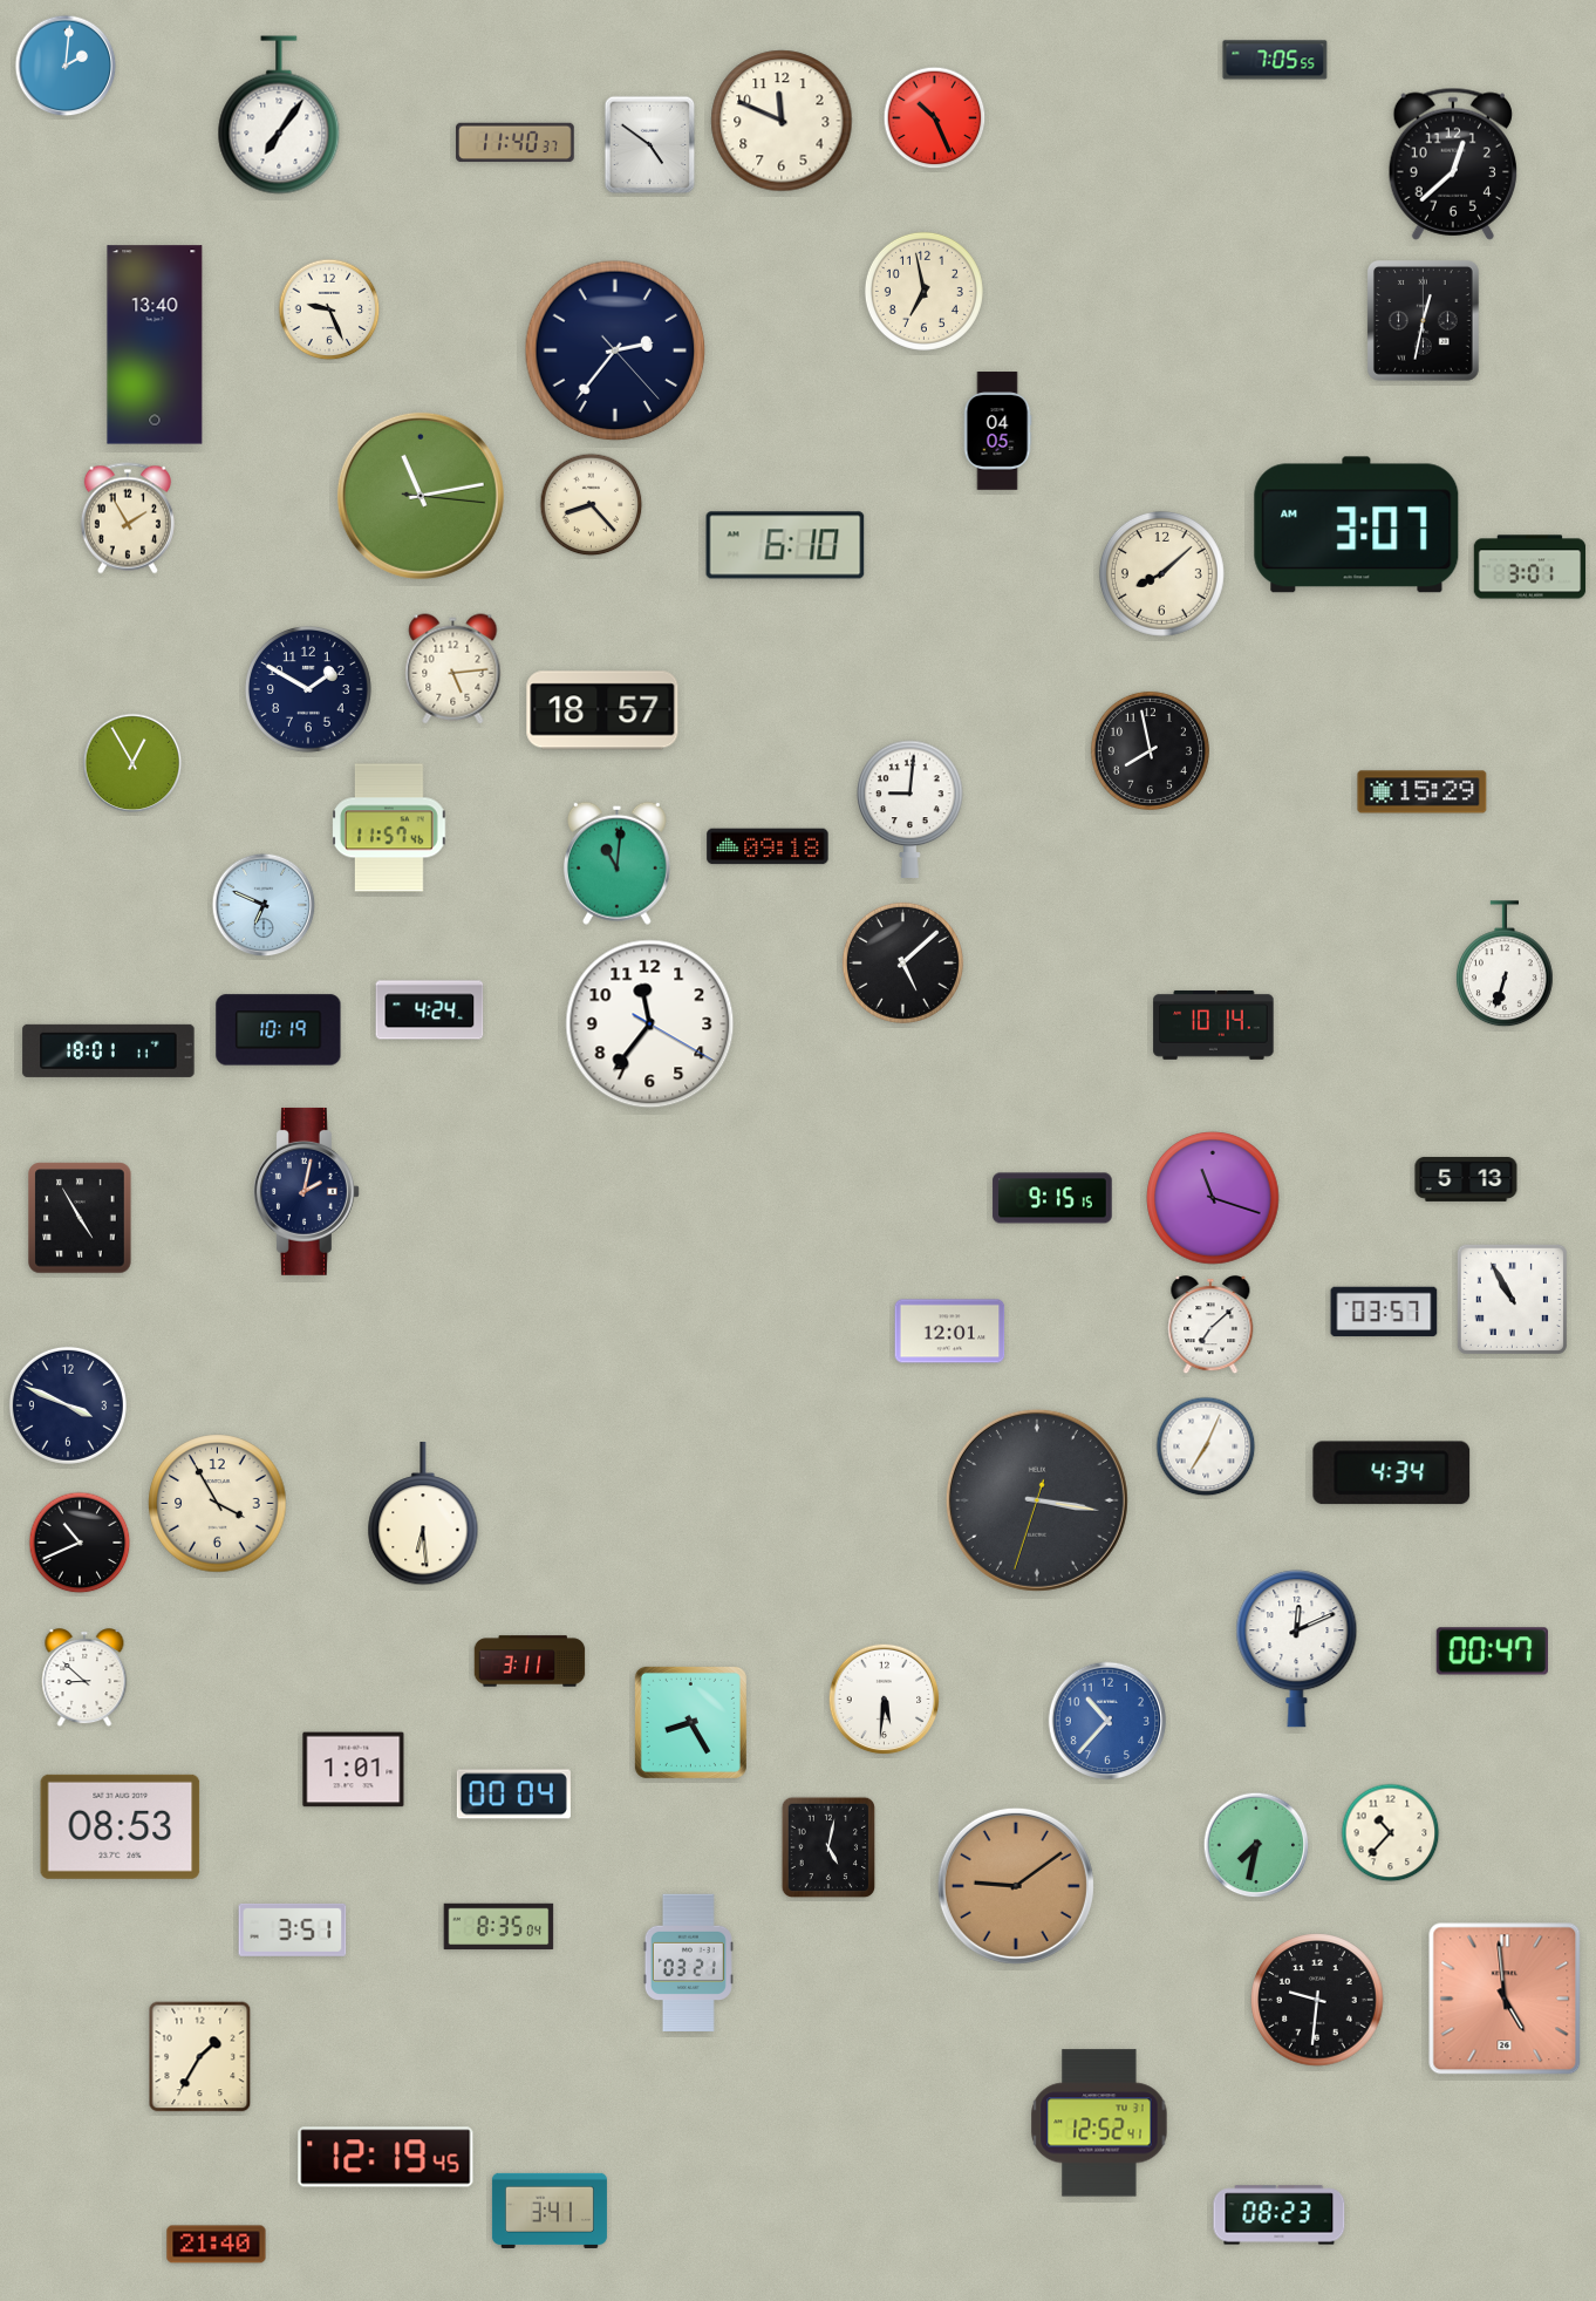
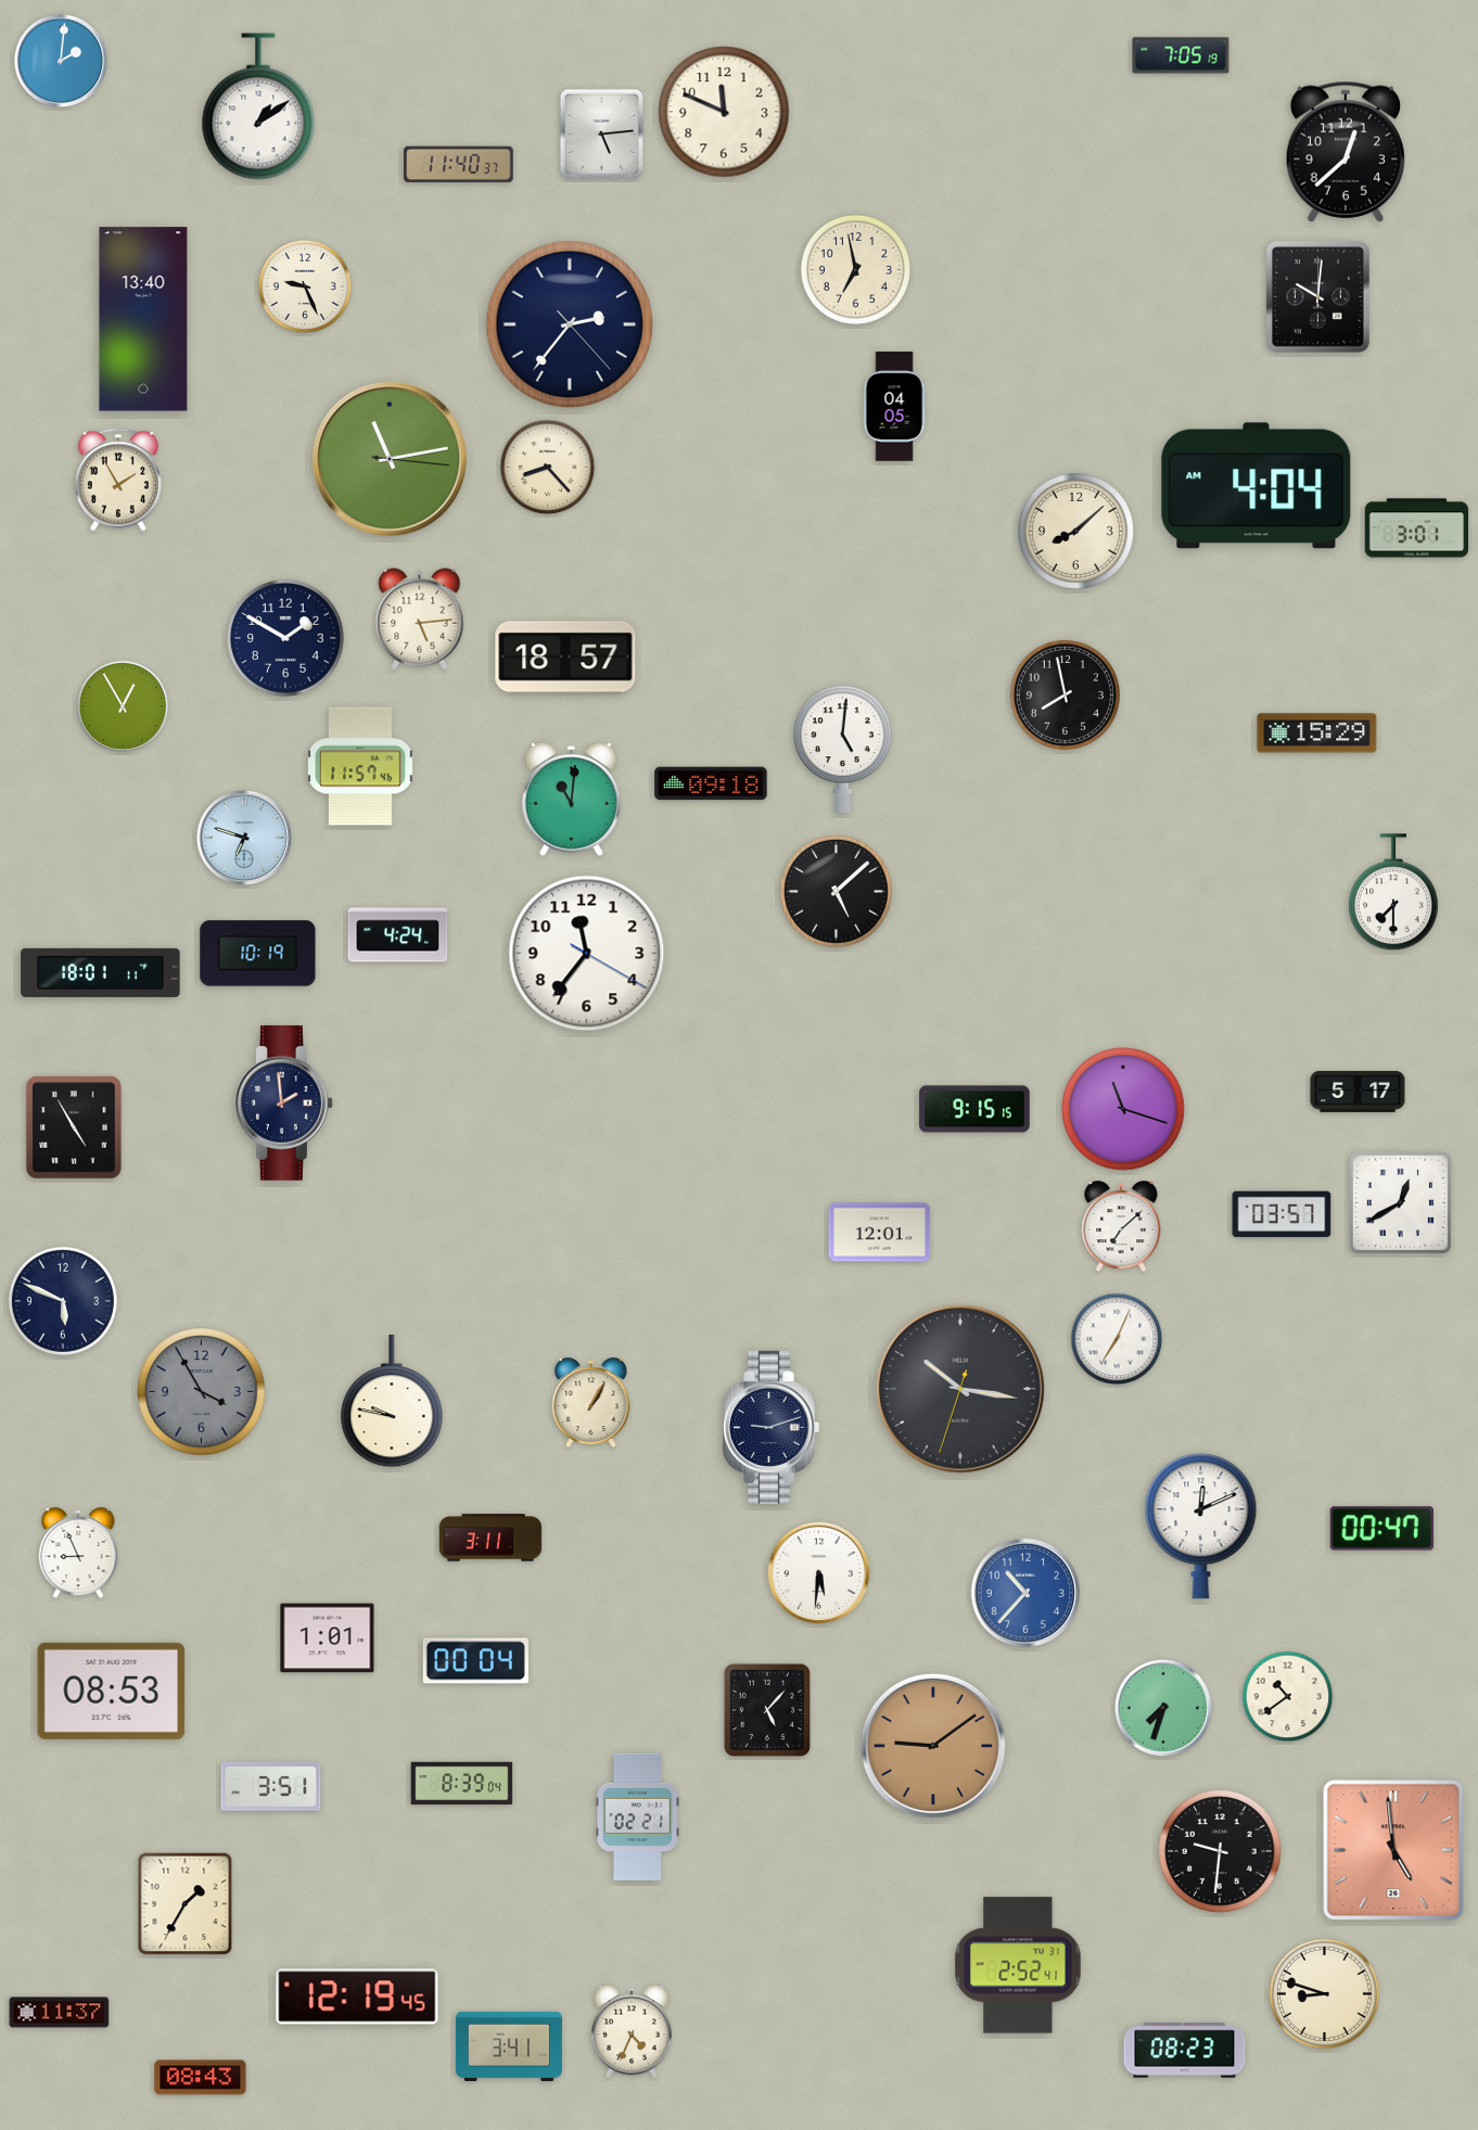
clock at (1275, 60): 7:05:55 -> 7:05:19
clock at (279, 115): 7:06 -> 1:09
clock at (935, 118): 10:26 -> none
clock at (516, 143) position: (516, 143) -> (459, 165)
clock at (650, 145): 4:51 -> 5:14
clock at (1424, 321): 12:32 -> 10:01
clock at (997, 431) position: (997, 431) -> (894, 407)
clock at (1357, 525): 3:07 -> 4:04
clock at (785, 545): 6:10 -> none
clock at (1530, 567) position: (1530, 567) -> (1417, 528)
clock at (602, 710) position: (602, 710) -> (565, 658)
clock at (910, 809): 9:01 -> 5:01
clock at (264, 905): 6:49 -> 6:48
clock at (1505, 965): 6:33 -> 7:30
clock at (650, 1024) position: (650, 1024) -> (587, 954)
clock at (1214, 1024): 10:14 -> none
clock at (1466, 1179): 5:13 -> 5:17
clock at (306, 1191): 2:02 -> 1:59
clock at (1512, 1299): 10:55 -> 12:40
clock at (68, 1405): 3:49 -> 5:49
clock at (1392, 1473): 4:34 -> none
clock at (1037, 1500): 3:16 -> 10:16
clock at (218, 1504) dial: cream -> grey
clock at (423, 1513): 6:29 -> 9:47
clock at (591, 1403): none -> 1:05
clock at (770, 1427): none -> 9:12
clock at (80, 1543): 10:41 -> none
clock at (84, 1679): 8:52 -> 8:56
clock at (690, 1722): 8:25 -> none
clock at (1391, 1833): 10:37 -> 10:39
clock at (1256, 1845): 7:32 -> 7:33
clock at (828, 1847): 5:02 -> 5:07
clock at (1016, 1886) position: (1016, 1886) -> (933, 1746)
clock at (499, 1927): 8:35 -> 8:39
clock at (688, 1962): 03:21 -> 02:21
clock at (1099, 2123): 12:52 -> 2:52
clock at (1324, 1993): none -> 8:48
clock at (60, 2013): none -> 11:37
clock at (632, 2031): none -> 4:34
clock at (217, 2245): 21:40 -> 08:43
